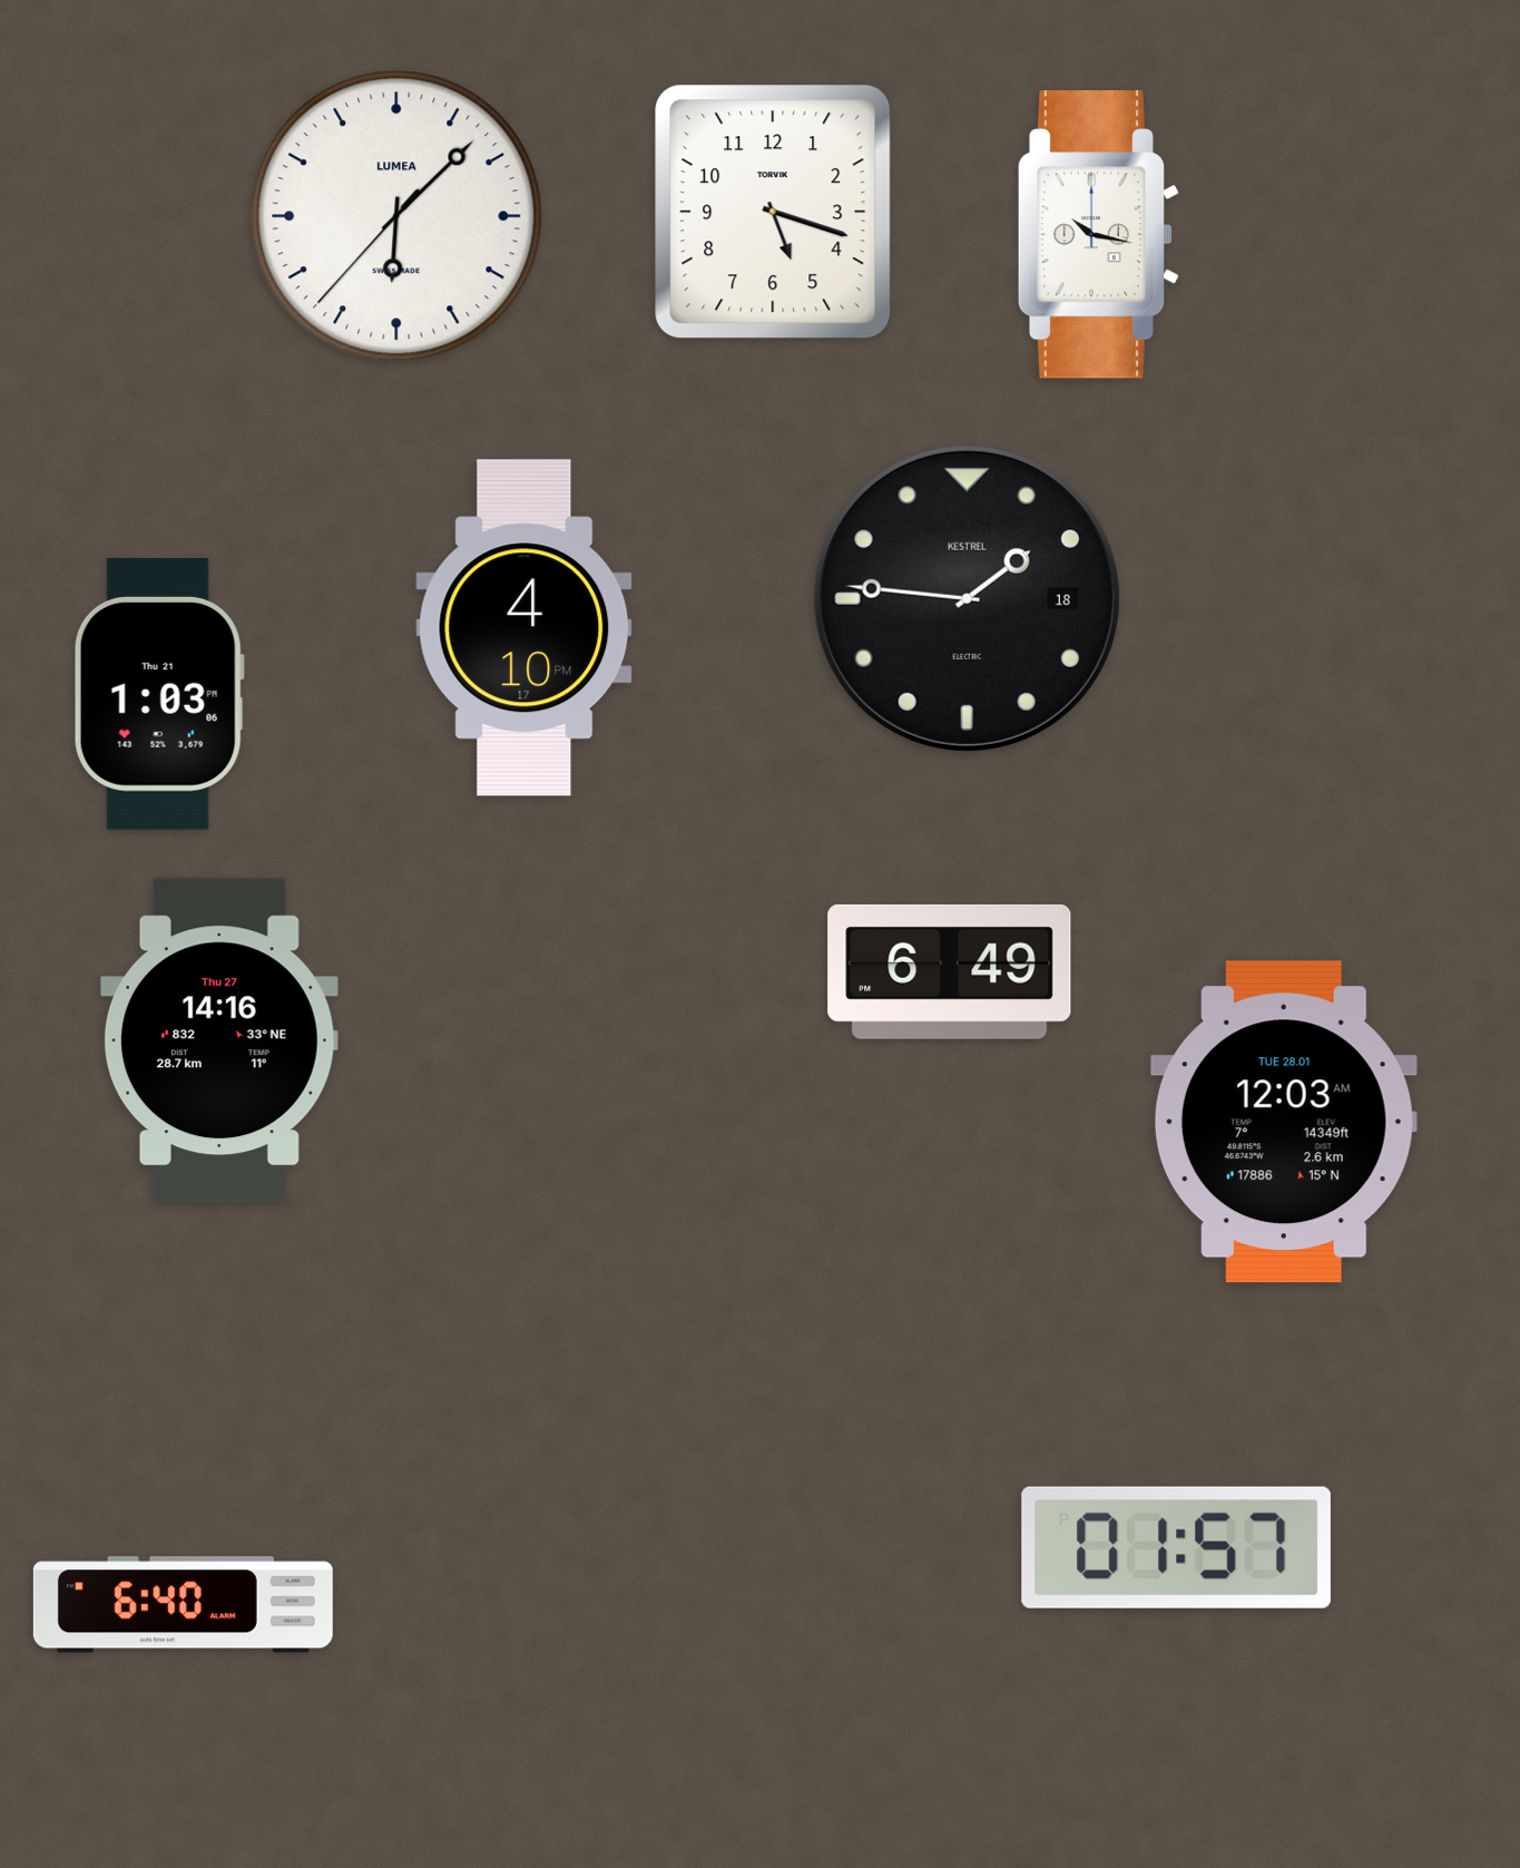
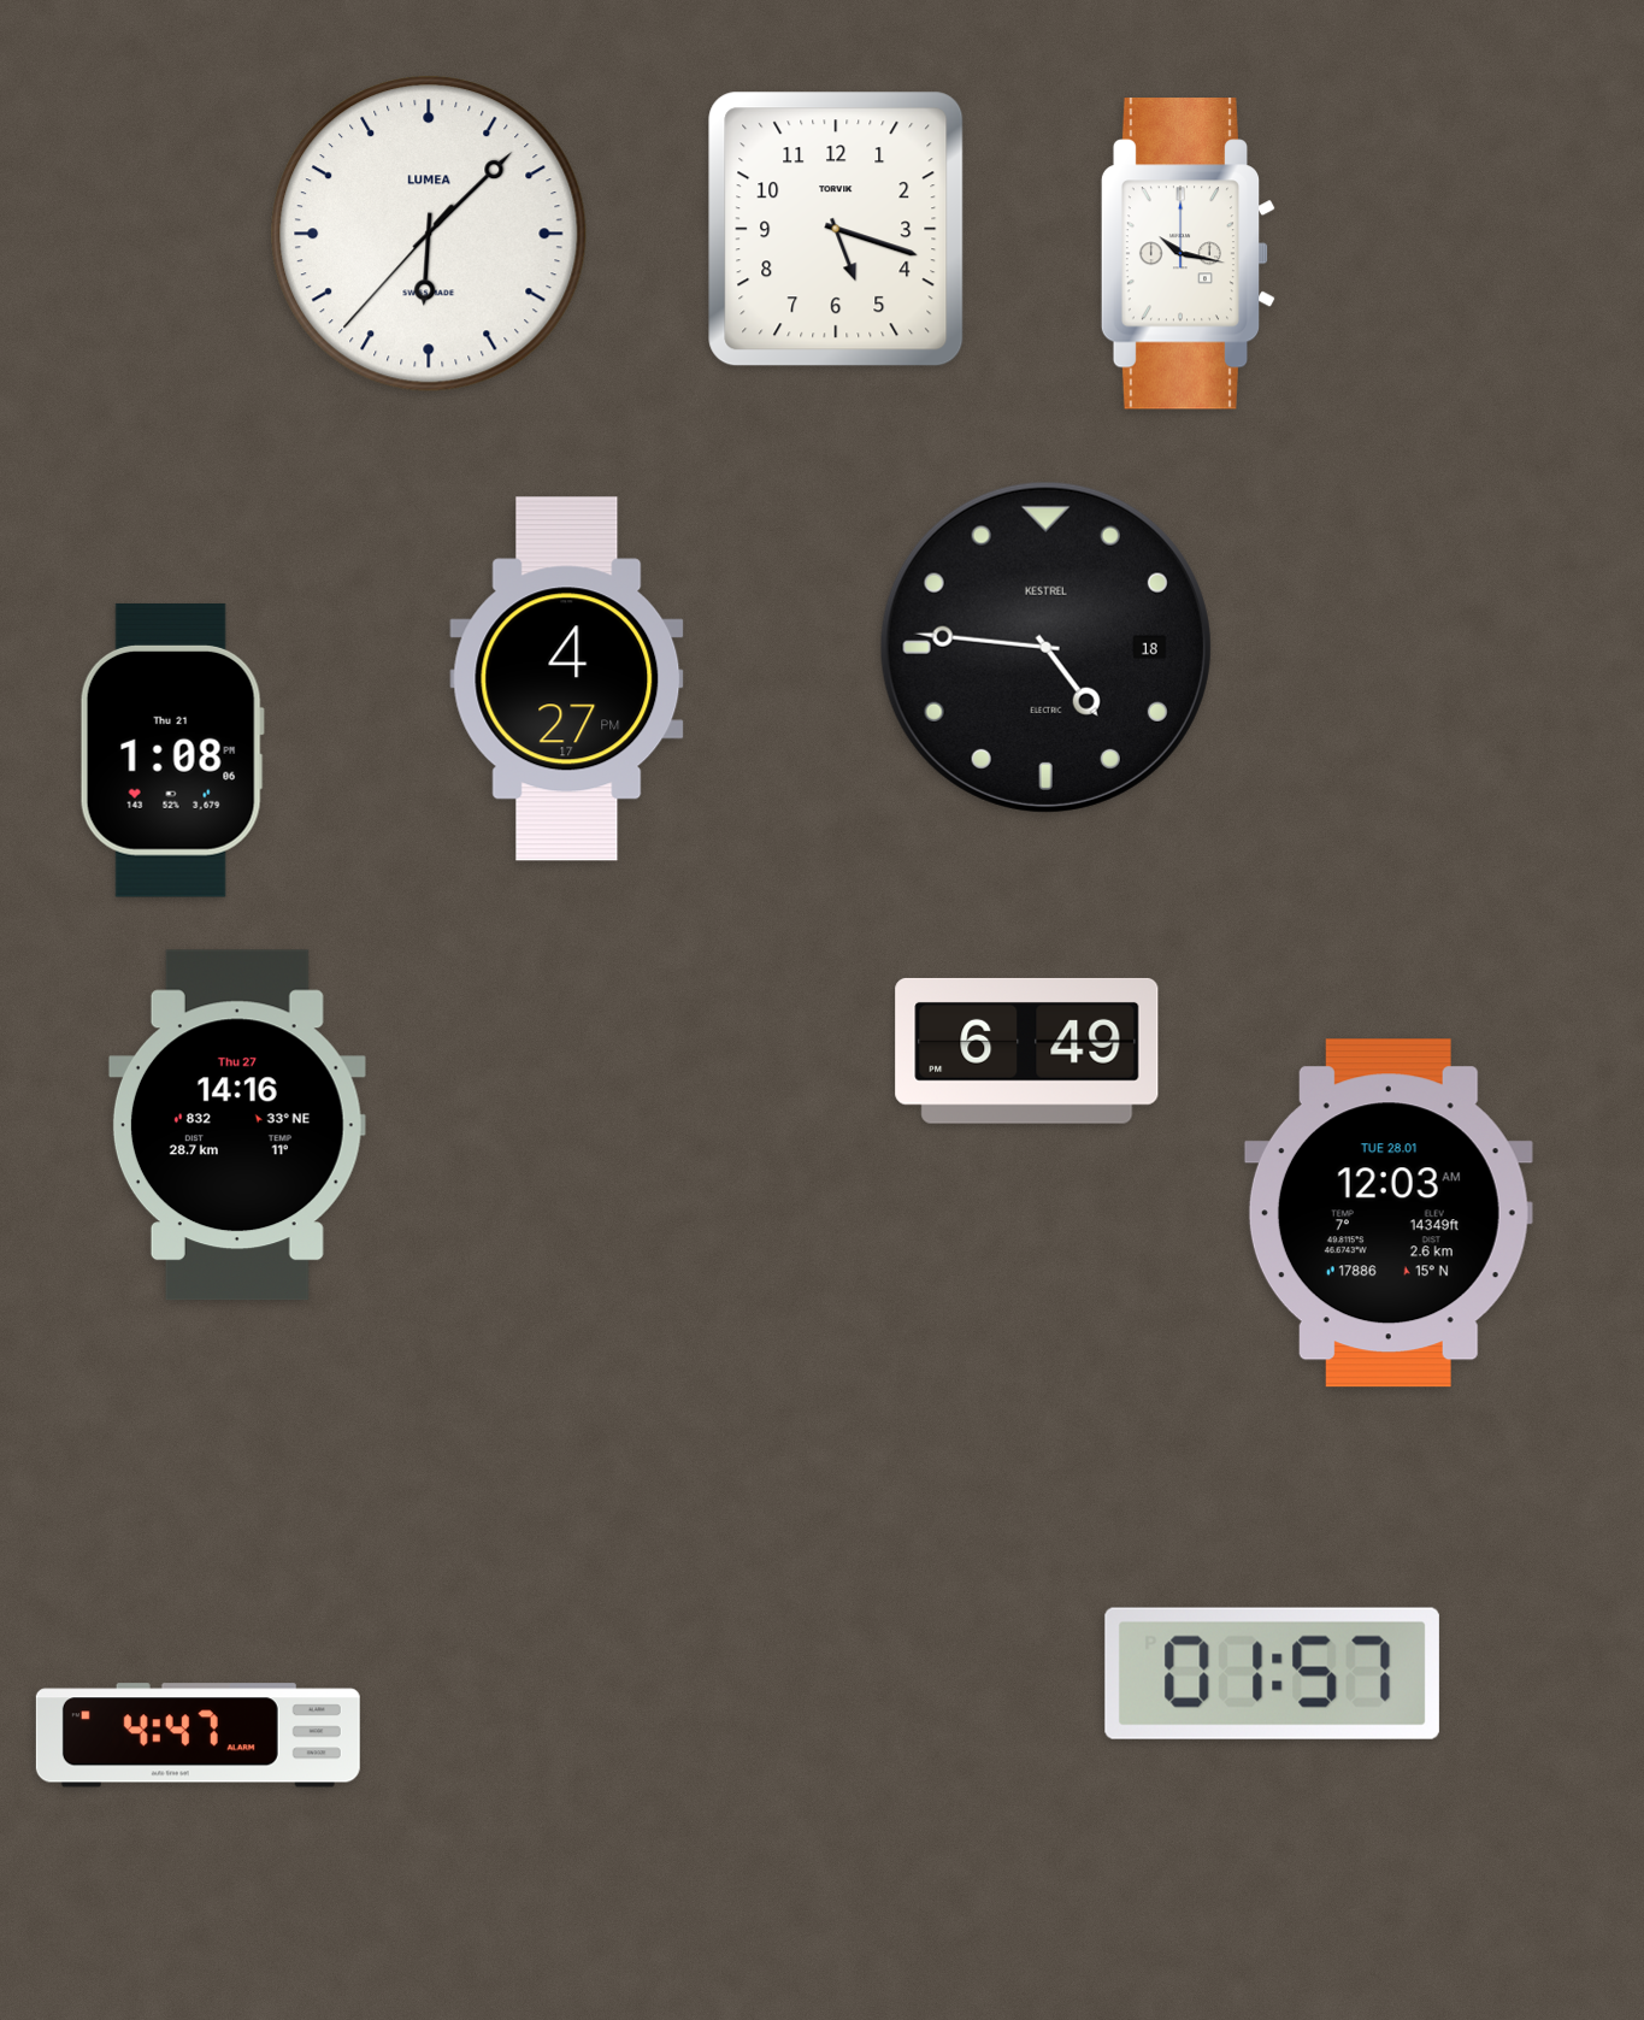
clock at (967, 598): 1:46 -> 4:46
clock at (524, 628): 4:10 -> 4:27
clock at (159, 694): 1:03 -> 1:08
clock at (183, 1605): 6:40 -> 4:47
